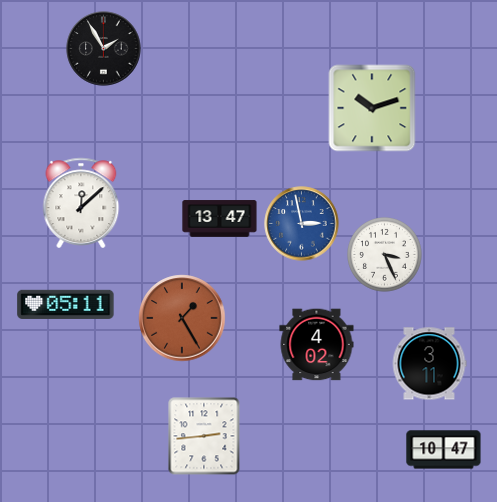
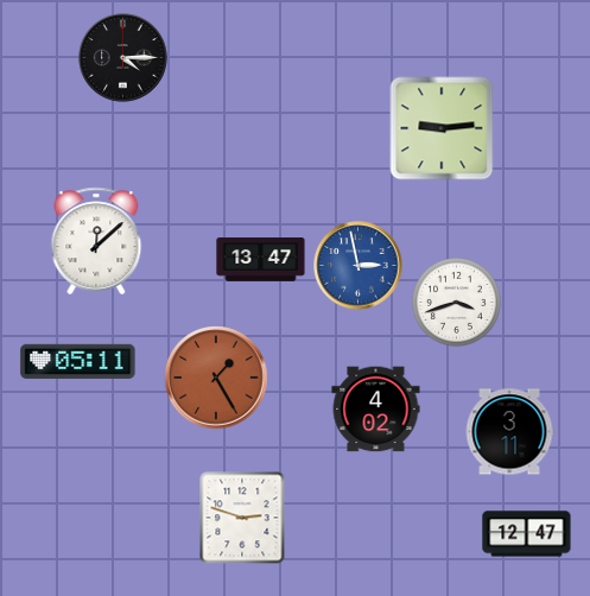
clock at (104, 49): 1:55 -> 4:15
clock at (372, 108): 10:12 -> 9:14
clock at (385, 255): 3:26 -> 3:42
clock at (204, 436): 2:44 -> 2:48
clock at (444, 450): 10:47 -> 12:47
